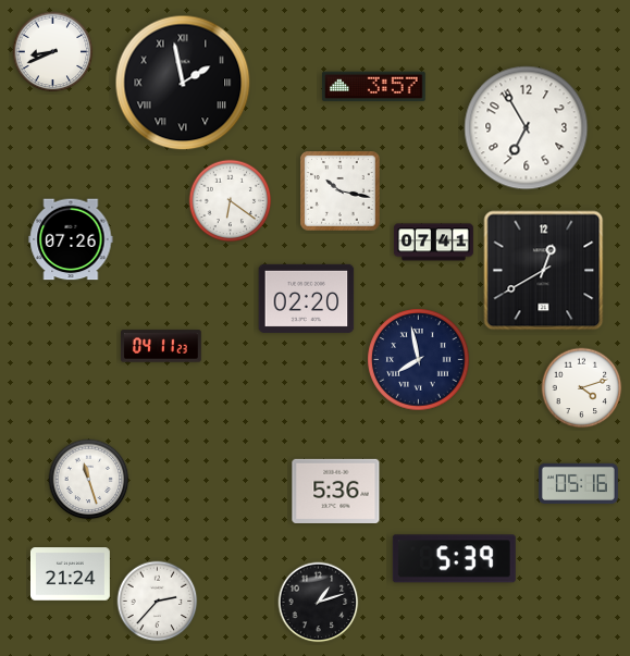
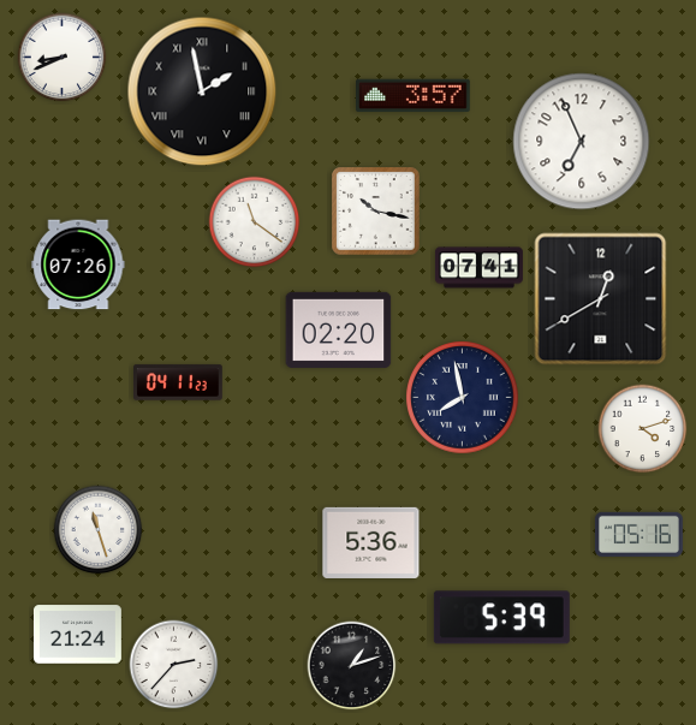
clock at (53, 52) position: (53, 52) -> (63, 58)
clock at (527, 128): 6:55 -> 6:56
clock at (231, 201): 6:21 -> 11:21
